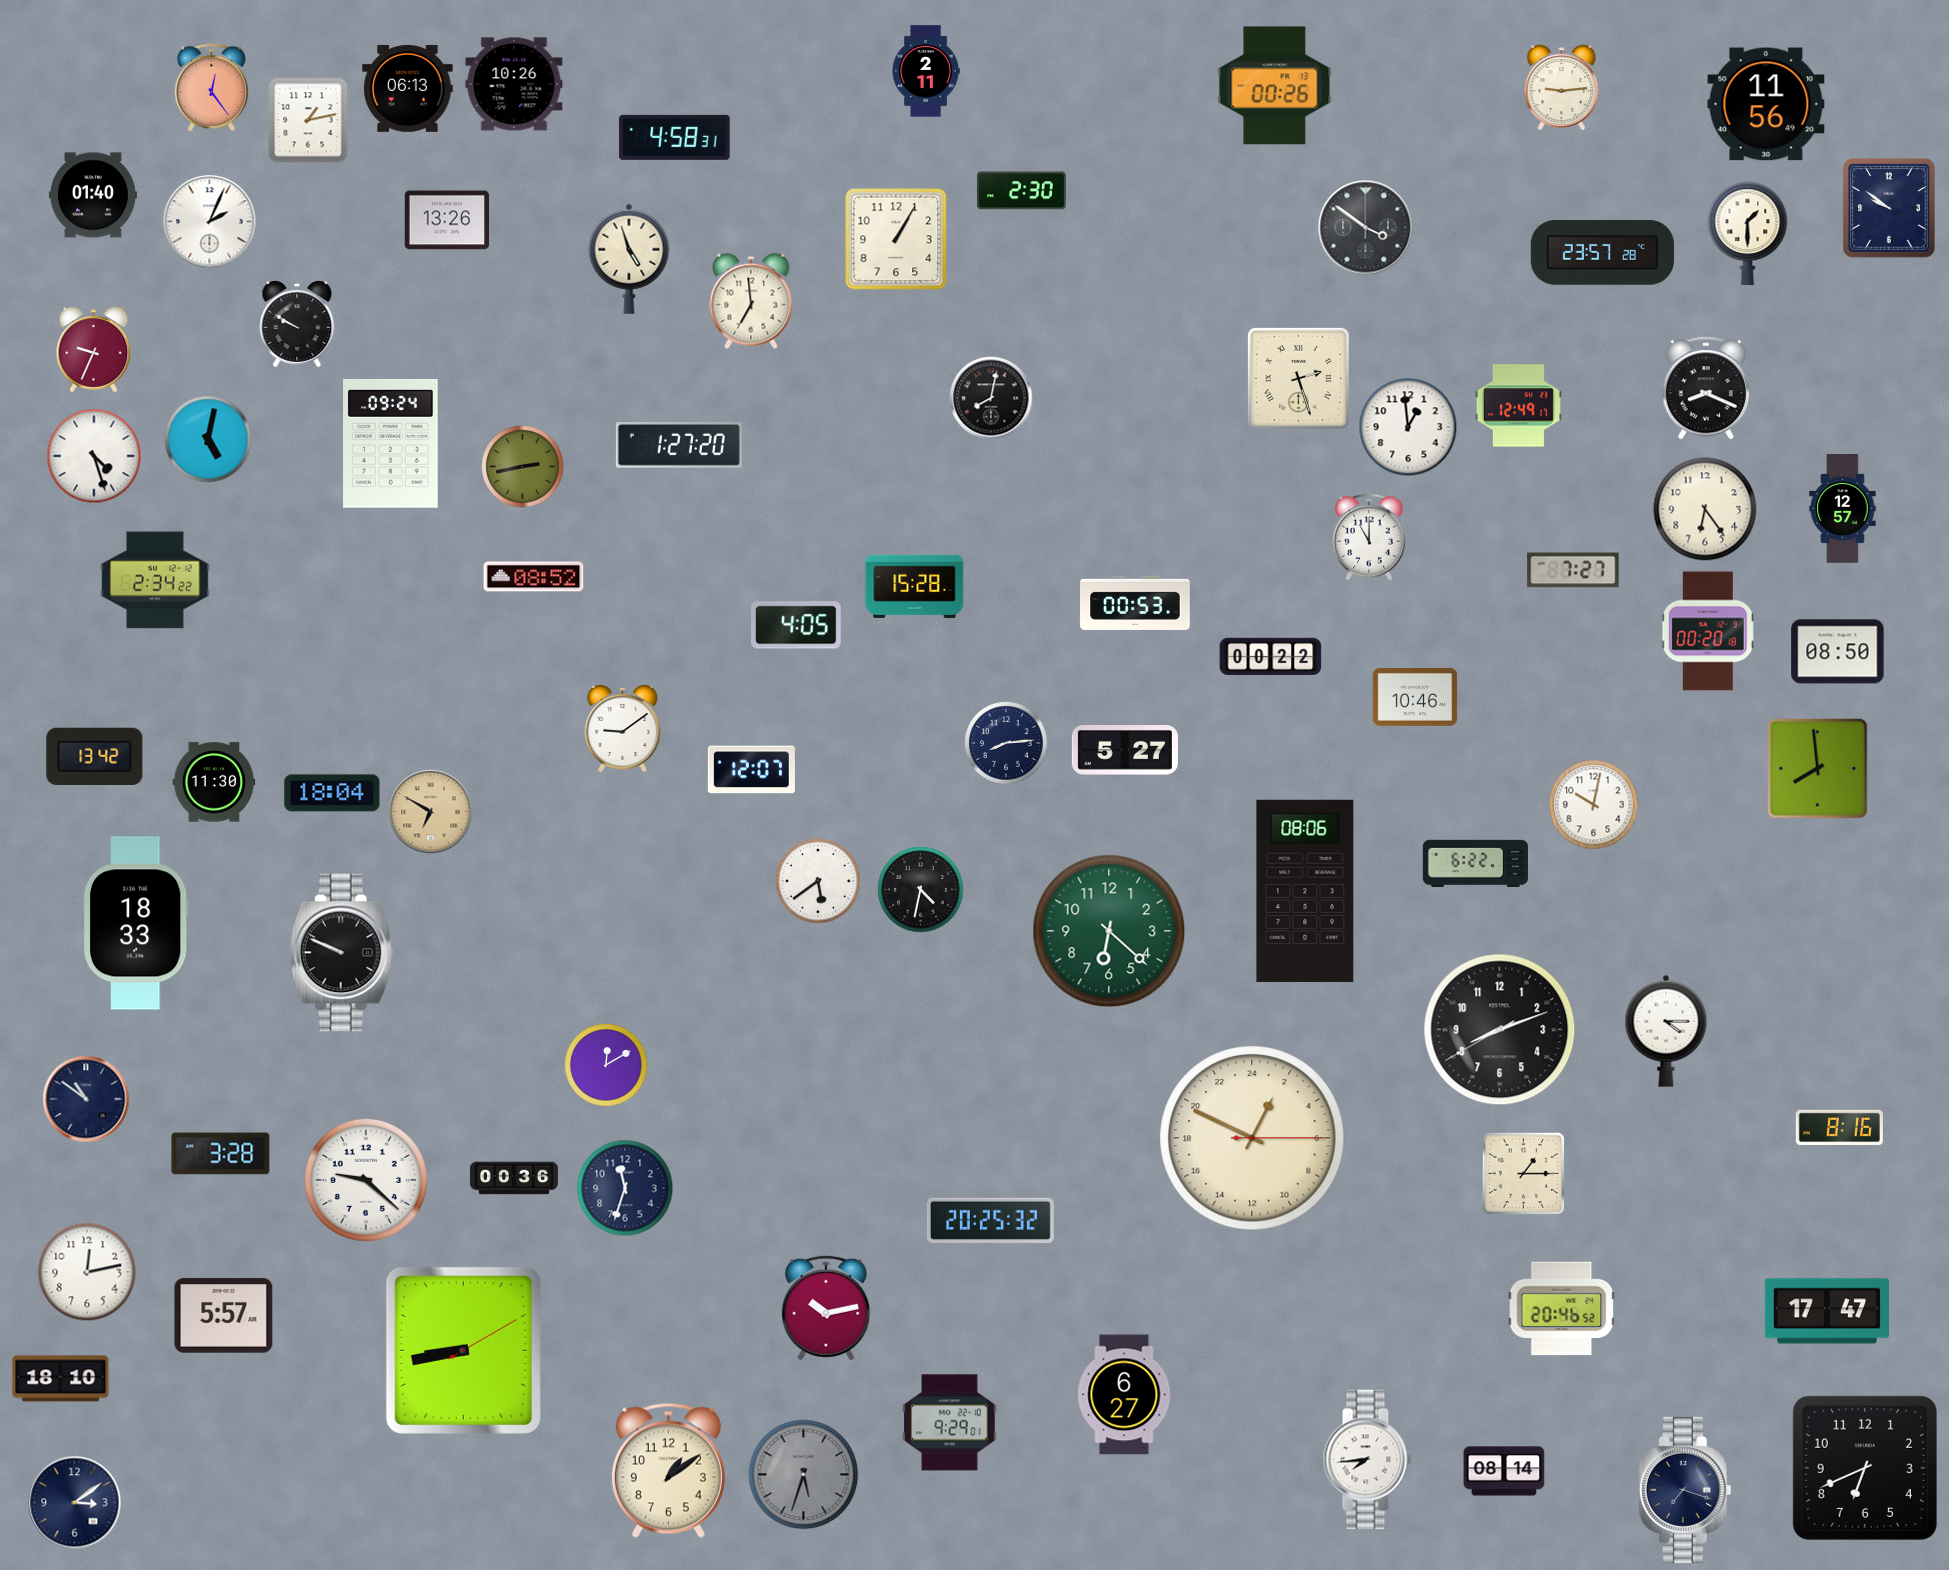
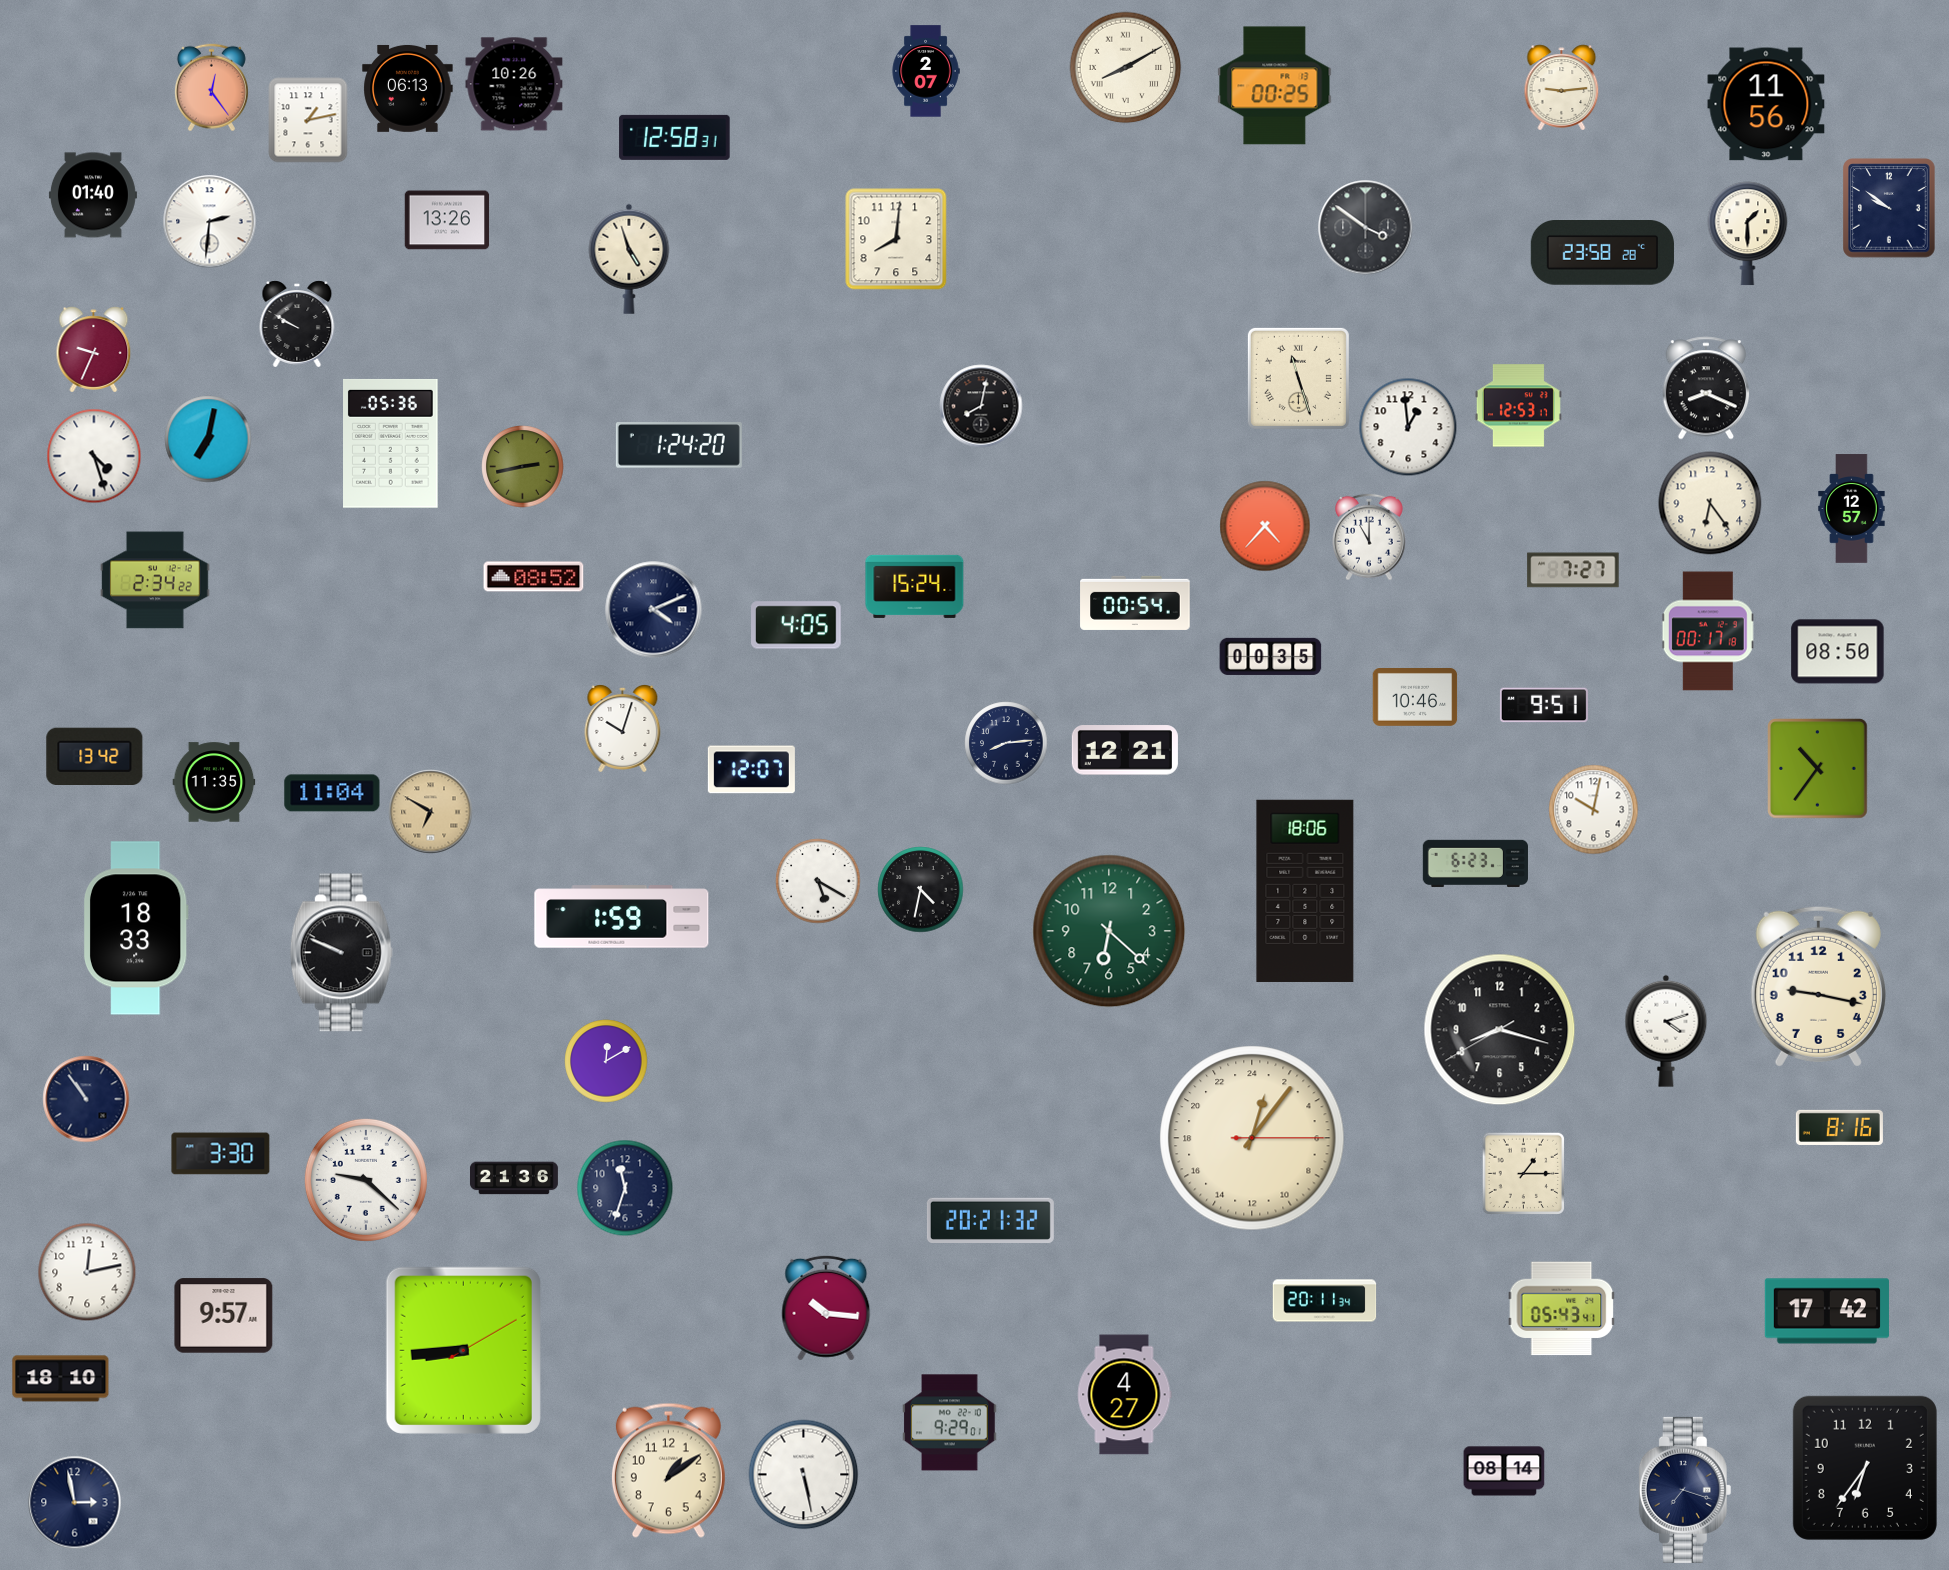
clock at (1126, 68): none -> 8:10
clock at (926, 71): 2:11 -> 2:07
clock at (1275, 86): 00:26 -> 00:25
clock at (675, 137): 4:58 -> 12:58
clock at (1022, 191): 2:30 -> none
clock at (210, 222): 2:04 -> 2:31
clock at (896, 239): 1:05 -> 8:01
clock at (1602, 253): 23:57 -> 23:58
clock at (751, 301): 6:59 -> none
clock at (1298, 378): 2:27 -> 11:27
clock at (991, 398) position: (991, 398) -> (981, 406)
clock at (1518, 406): 12:49 -> 12:53
clock at (208, 439): 5:02 -> 7:02
clock at (391, 443): 09:24 -> 05:36
clock at (679, 445): 1:27 -> 1:24
clock at (1705, 509) position: (1705, 509) -> (1710, 503)
clock at (1843, 509) position: (1843, 509) -> (1852, 509)
clock at (1265, 526): none -> 4:37
clock at (915, 586): 15:28 -> 15:24
clock at (1135, 603): 00:53 -> 00:54
clock at (654, 610): none -> 4:11
clock at (1708, 631): 00:20 -> 00:17
clock at (1271, 656): 00:22 -> 00:35
clock at (1544, 705): none -> 9:51
clock at (623, 728): 9:09 -> 10:03
clock at (1125, 750): 5:27 -> 12:21
clock at (1818, 769): 7:59 -> 10:36
clock at (214, 782): 11:30 -> 11:35
clock at (332, 793): 18:04 -> 11:04
clock at (1594, 805) position: (1594, 805) -> (1594, 810)
clock at (1475, 863): 6:22 -> 6:23
clock at (818, 881): 5:39 -> 5:20
clock at (1305, 891): 08:06 -> 18:06
clock at (622, 917): none -> 1:59
clock at (136, 923) position: (136, 923) -> (136, 928)
clock at (1818, 986): none -> 9:17
clock at (1500, 1030): 8:11 -> 8:17
clock at (1666, 1031): 4:15 -> 4:12
clock at (606, 1065) position: (606, 1065) -> (606, 1061)
clock at (86, 1099): 10:51 -> 10:54
clock at (1252, 1138): 1:49 -> 1:06
clock at (221, 1154): 3:28 -> 3:30
clock at (514, 1178): 00:36 -> 21:36
clock at (990, 1221): 20:25 -> 20:21
clock at (1325, 1301): none -> 20:11
clock at (826, 1308): 10:13 -> 10:16
clock at (1562, 1309): 20:46 -> 05:43
clock at (1827, 1311): 17:47 -> 17:42
clock at (224, 1316): 5:57 -> 9:57
clock at (463, 1350): 8:43 -> 8:44
clock at (1124, 1395): 6:27 -> 4:27
clock at (1367, 1460): 7:44 -> none
clock at (1865, 1468): 6:41 -> 6:36
clock at (804, 1475): 5:33 -> 5:28
clock at (804, 1475) dial: grey -> white
clock at (75, 1503): 3:09 -> 2:58
